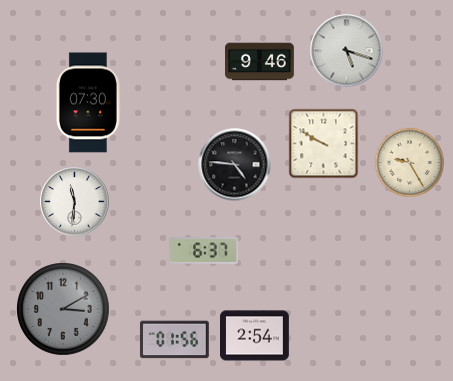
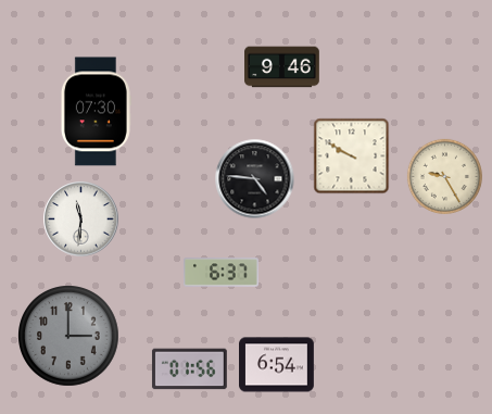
clock at (347, 51): 5:18 -> none
clock at (64, 310): 3:10 -> 3:00
clock at (255, 336): 2:54 -> 6:54
